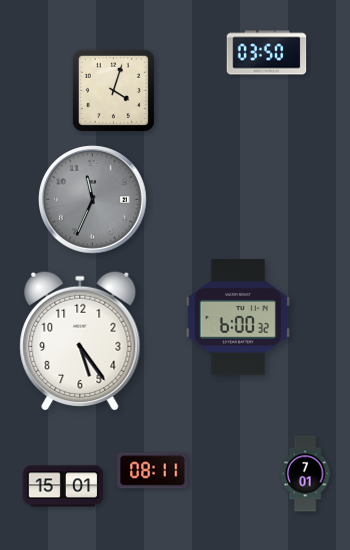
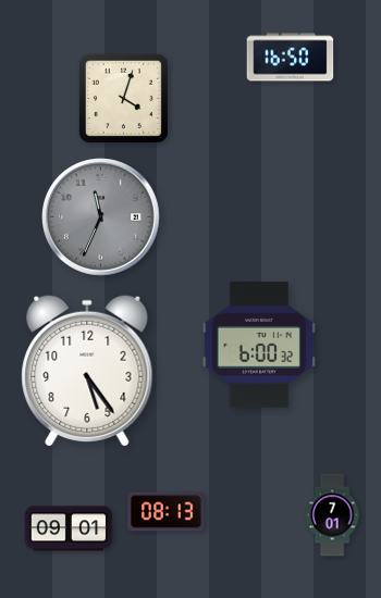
clock at (267, 53): 03:50 -> 16:50
clock at (153, 471): 08:11 -> 08:13
clock at (63, 486): 15:01 -> 09:01
